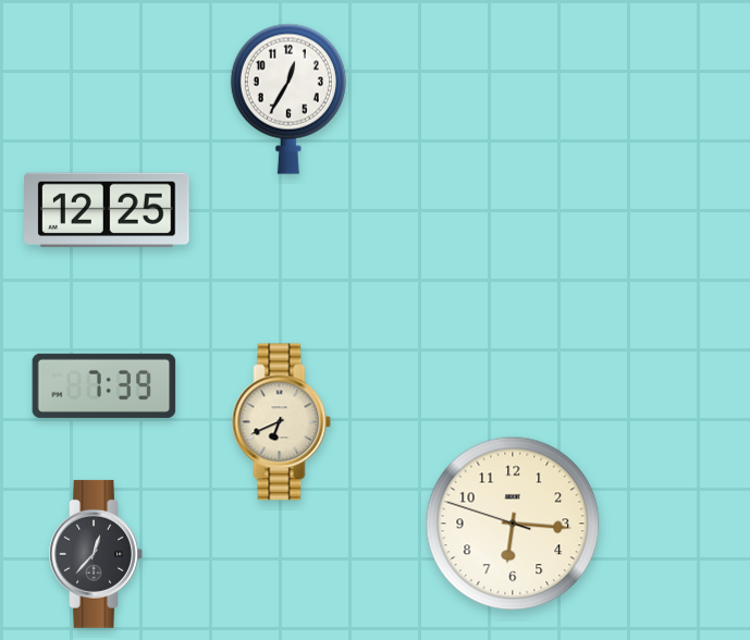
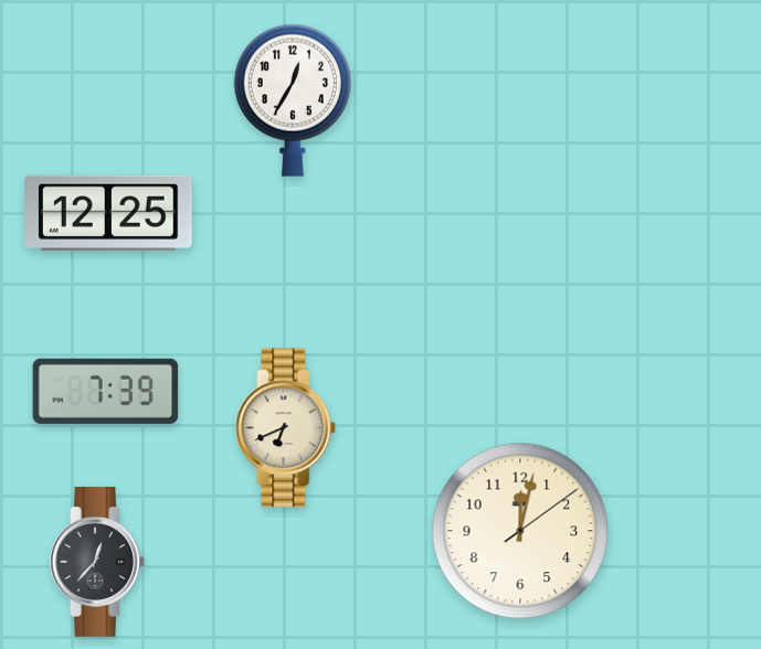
clock at (513, 524): 6:15 -> 12:02
